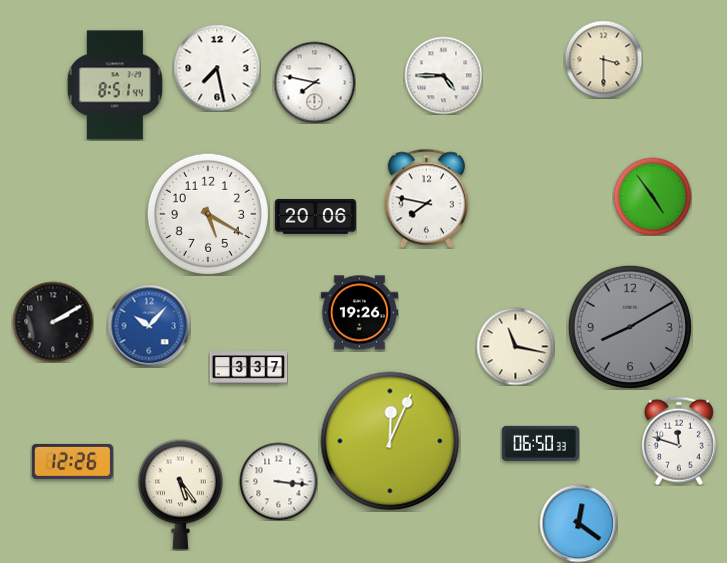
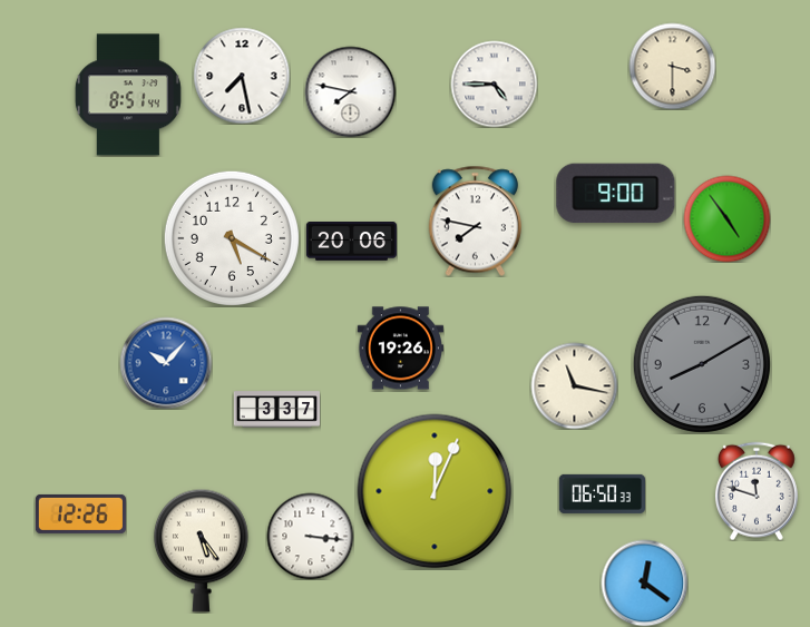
clock at (616, 194): none -> 9:00
clock at (53, 322): 2:10 -> none
